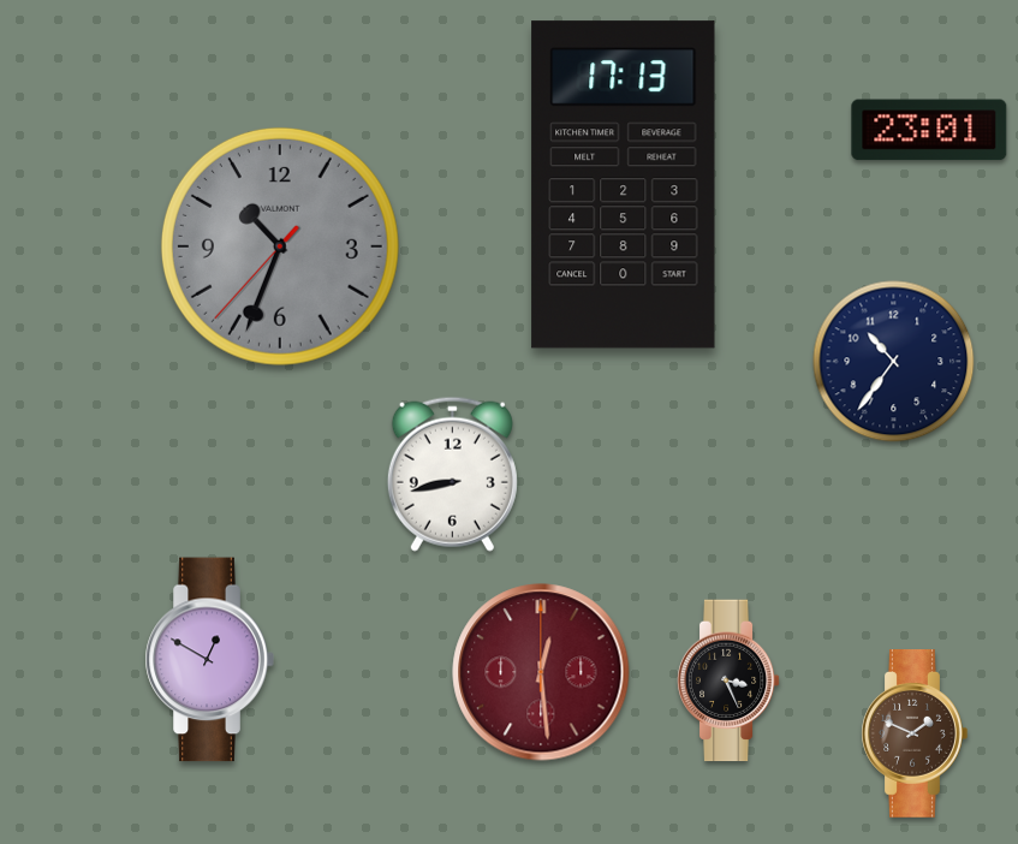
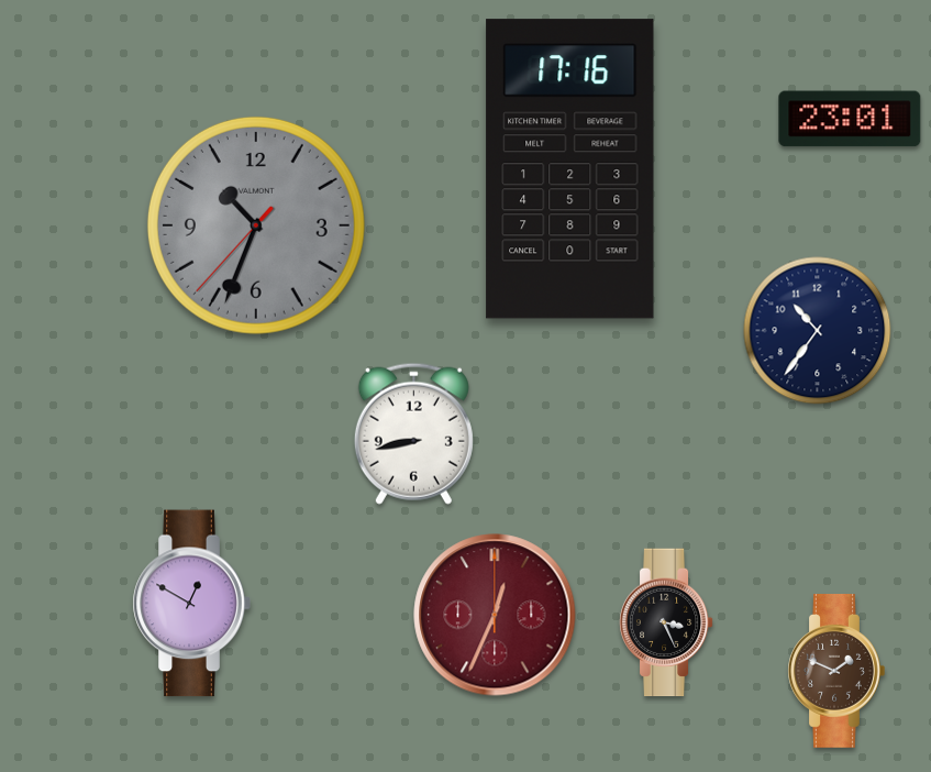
clock at (624, 185): 17:13 -> 17:16
clock at (541, 672): 12:29 -> 12:34
